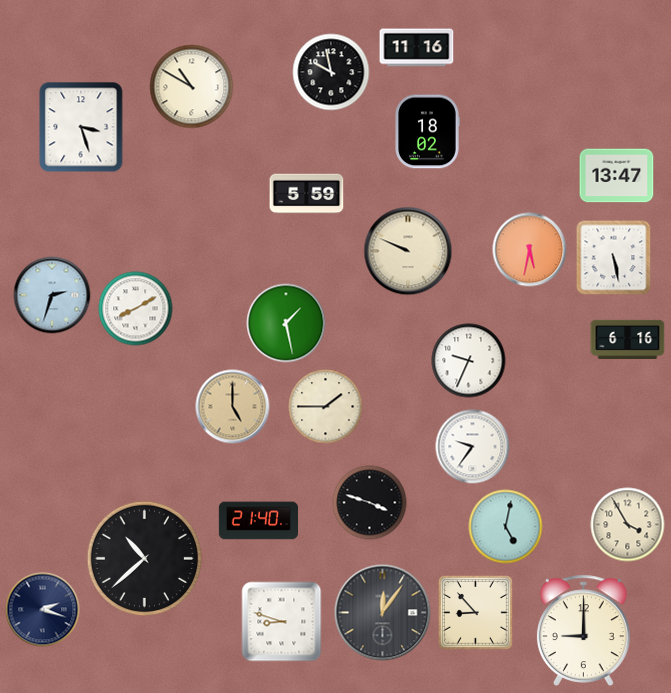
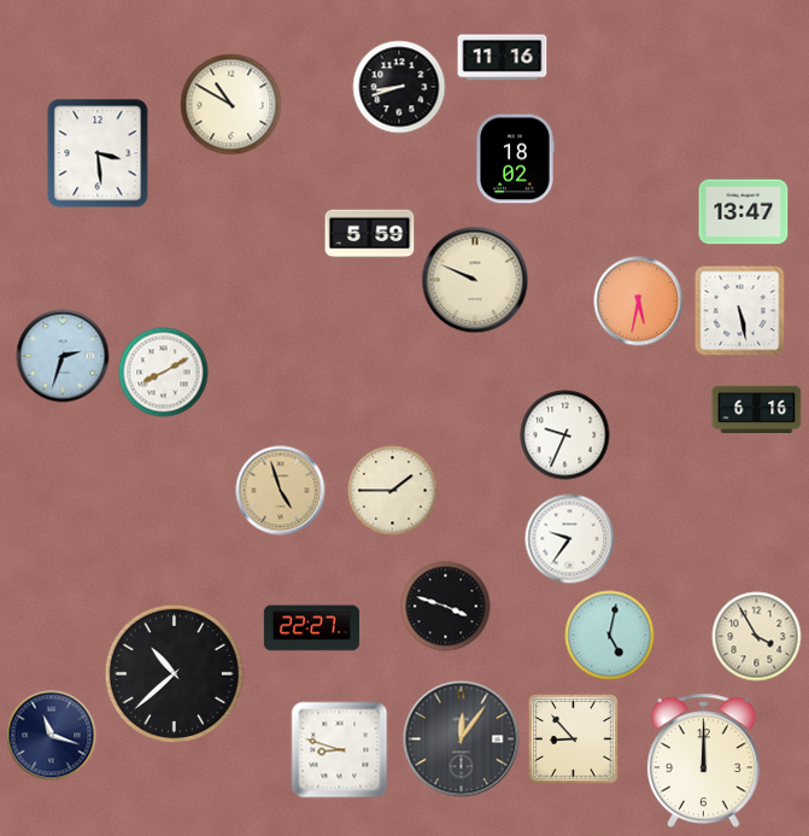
clock at (331, 72): 9:58 -> 8:42
clock at (81, 127): 3:27 -> 3:29
clock at (408, 251) position: (408, 251) -> (475, 280)
clock at (286, 323): 1:28 -> none
clock at (233, 407): 5:00 -> 4:57
clock at (259, 521): 21:40 -> 22:27
clock at (628, 525) position: (628, 525) -> (757, 637)
clock at (43, 610): 2:18 -> 11:18
clock at (583, 630): 9:00 -> 12:00
